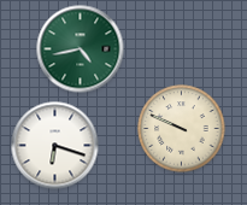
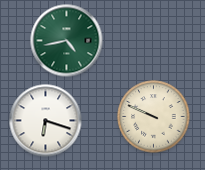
clock at (182, 129) position: (182, 129) -> (154, 117)
